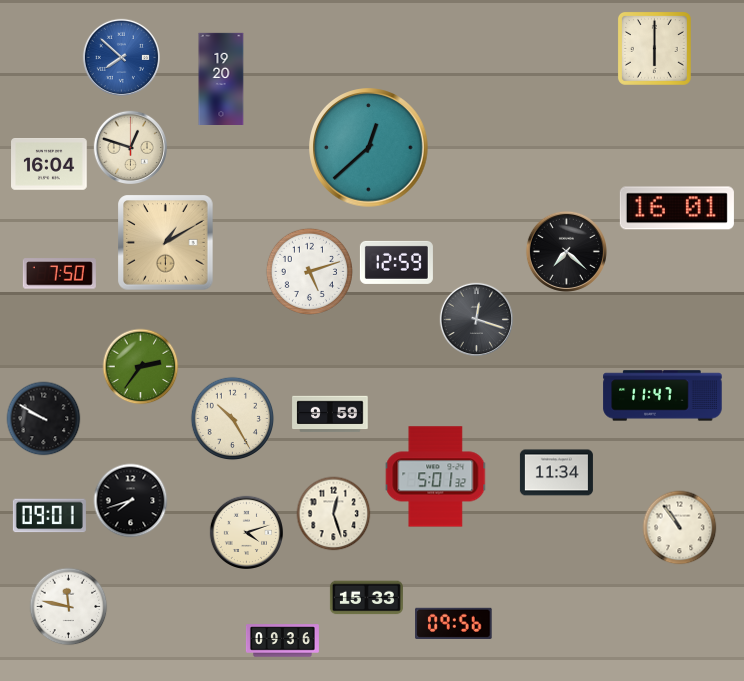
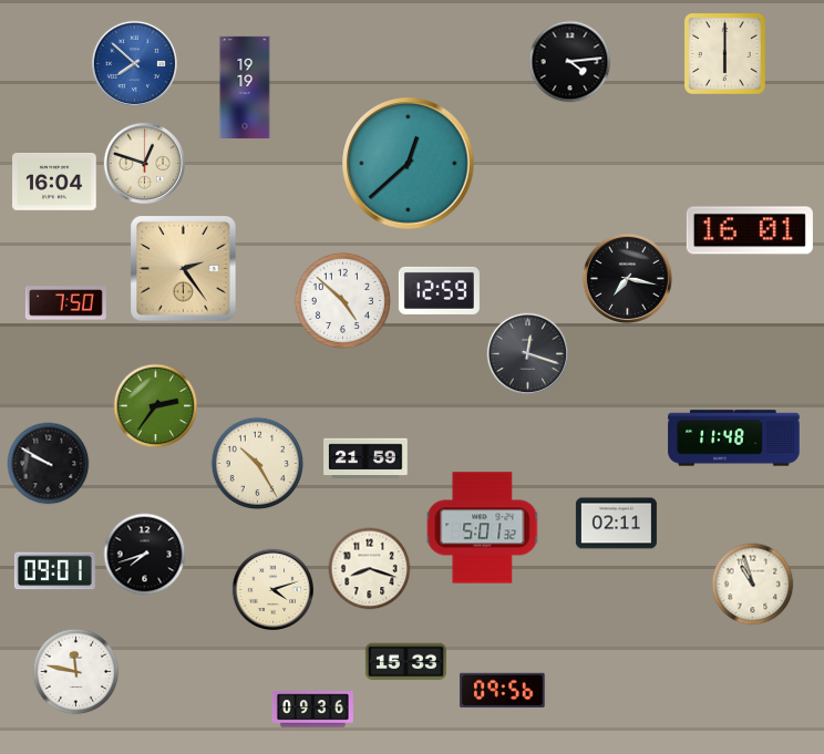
clock at (570, 62): none -> 4:14
clock at (221, 78): 19:20 -> 19:19
clock at (166, 243): 1:10 -> 2:24
clock at (566, 251): 7:22 -> 7:17
clock at (309, 271): 5:12 -> 4:52
clock at (663, 396): 11:47 -> 11:48
clock at (330, 414): 9:59 -> 21:59
clock at (556, 473): 11:34 -> 02:11
clock at (334, 514): 12:27 -> 8:18
clock at (680, 528): 10:54 -> 10:57
